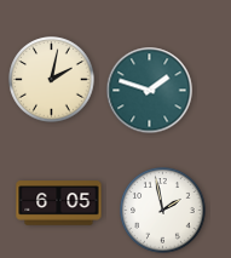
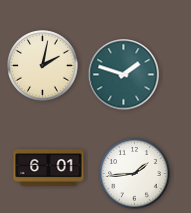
clock at (59, 203): 6:05 -> 6:01
clock at (163, 211): 1:58 -> 1:44
